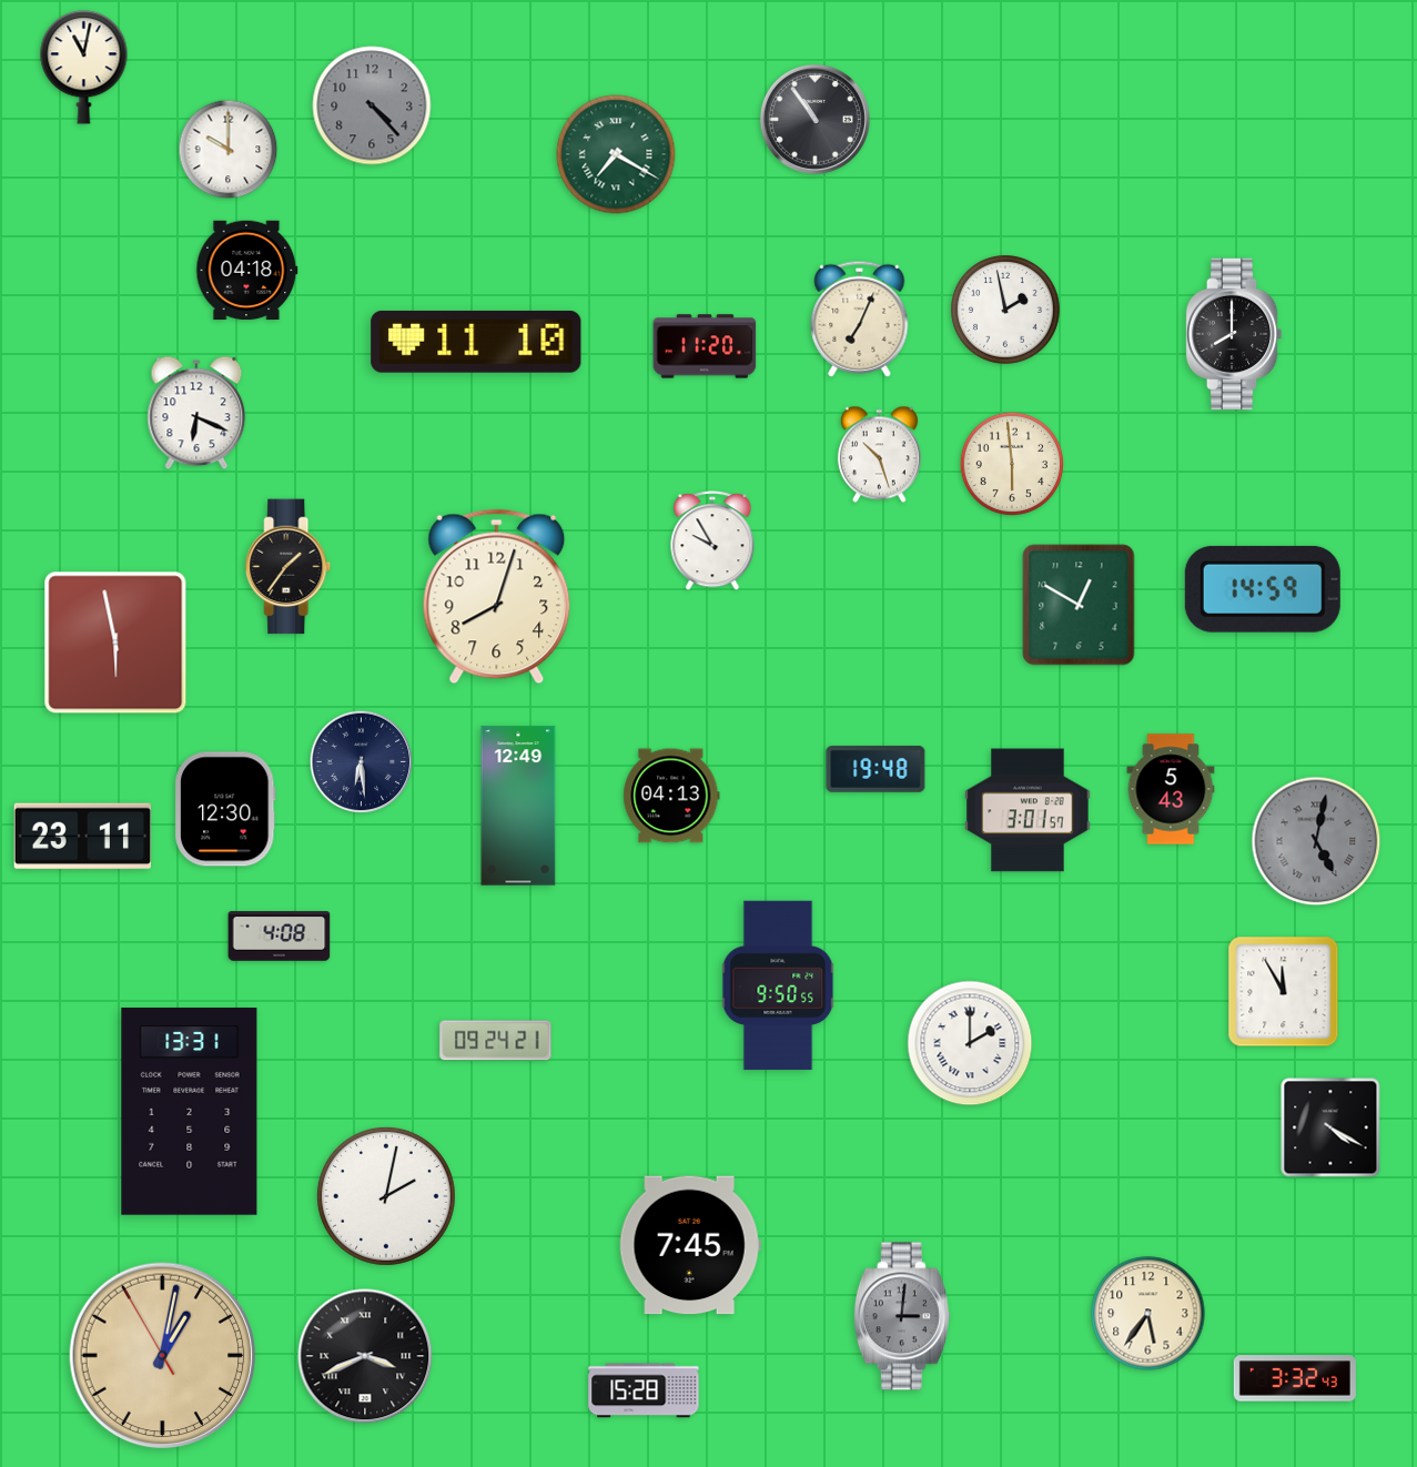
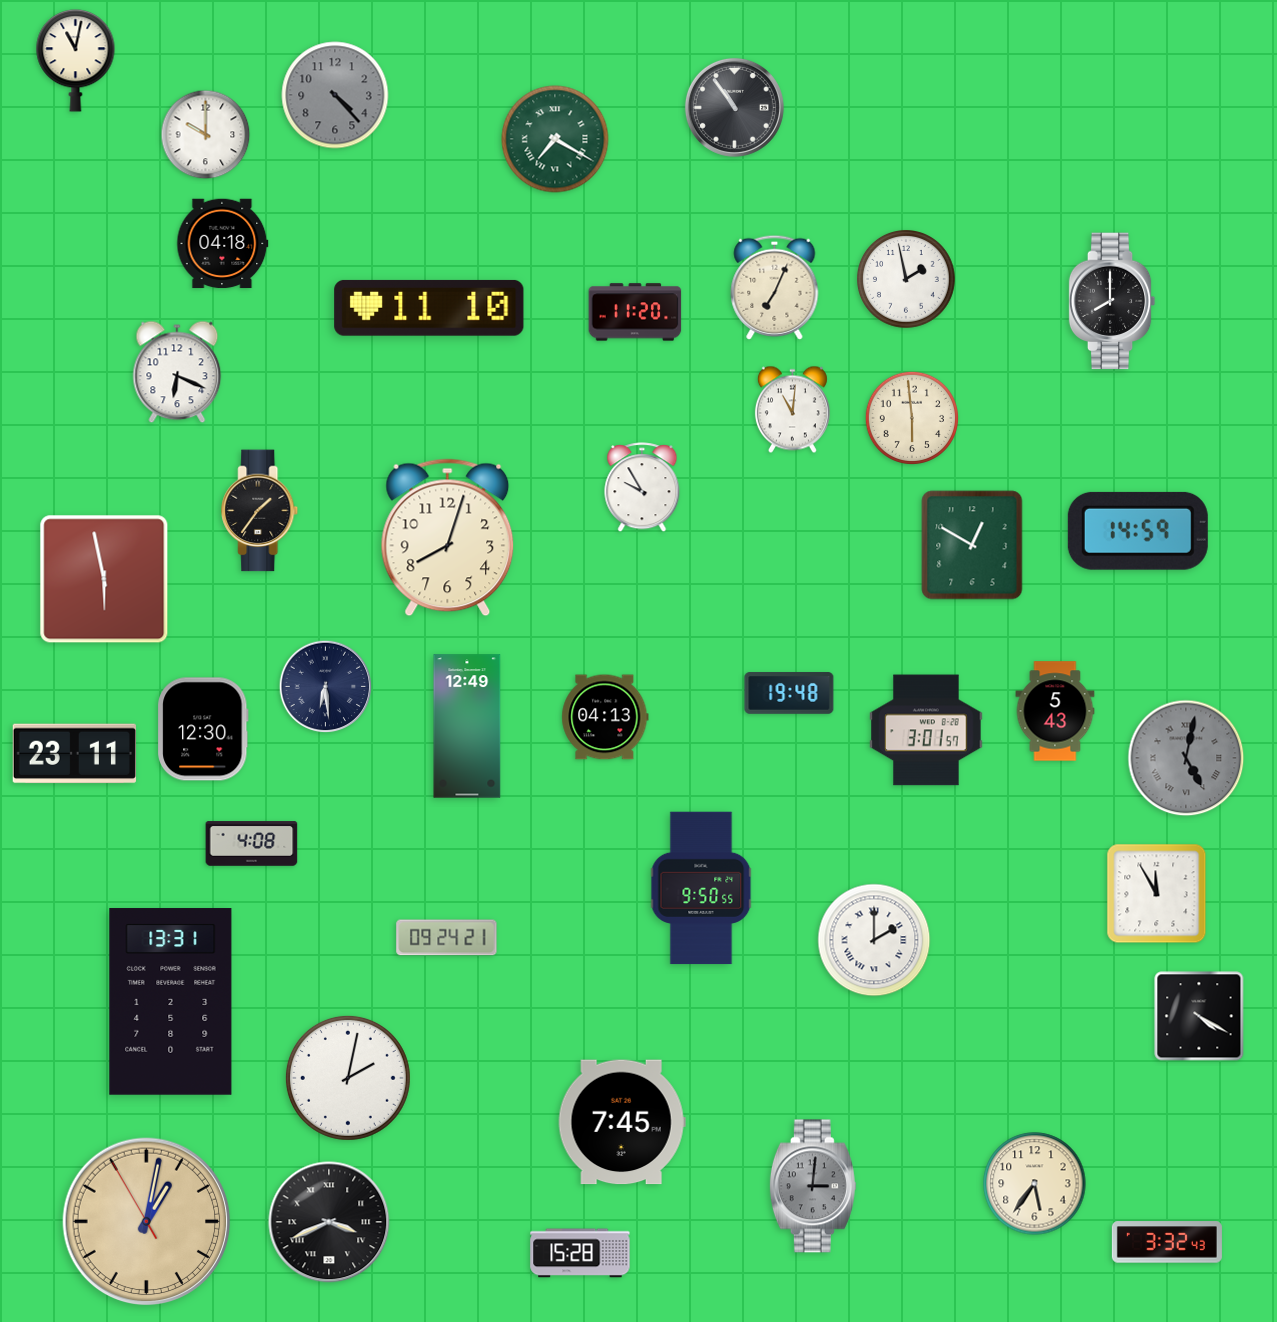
clock at (879, 455): 10:27 -> 11:01
